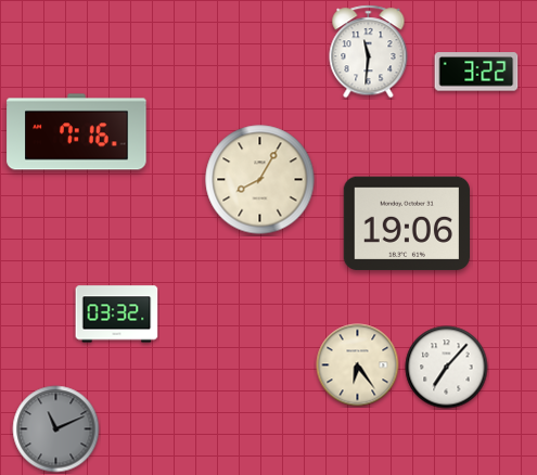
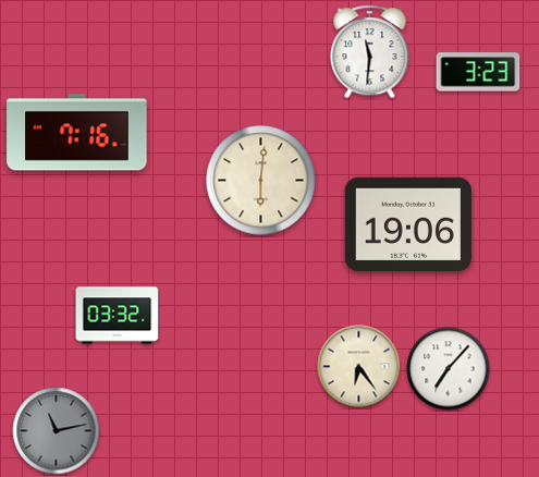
clock at (476, 72): 3:22 -> 3:23
clock at (260, 180): 8:05 -> 6:01
clock at (56, 429): 11:11 -> 11:13
